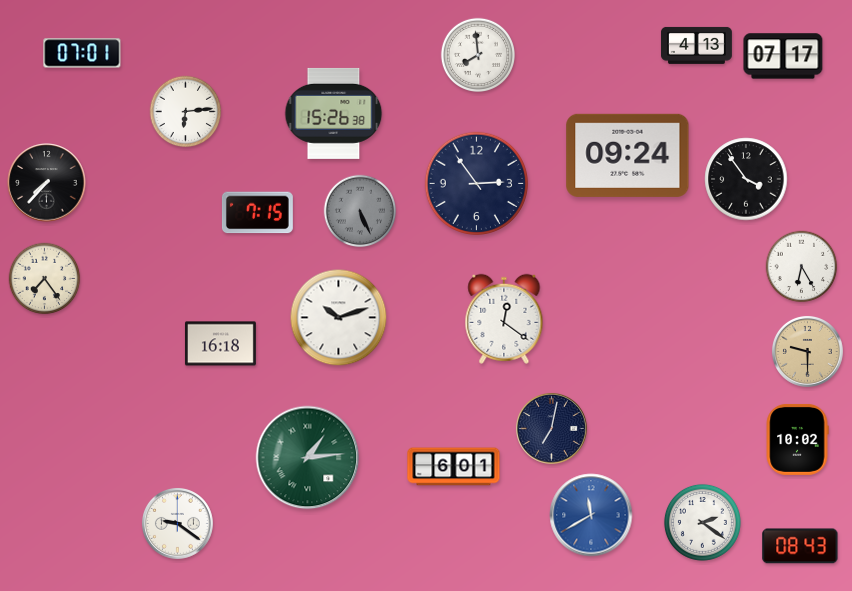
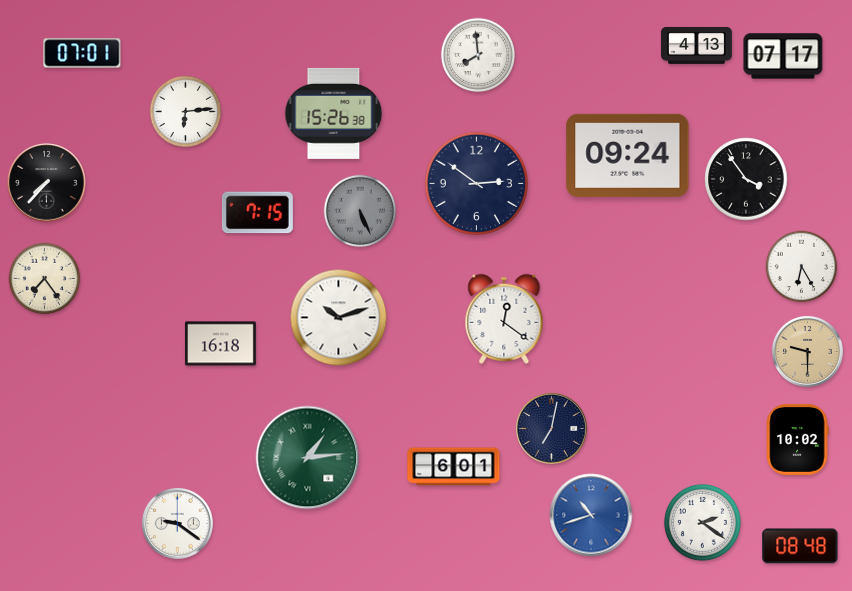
clock at (476, 183): 2:54 -> 2:51
clock at (591, 515): 11:40 -> 10:42
clock at (800, 546): 08:43 -> 08:48
